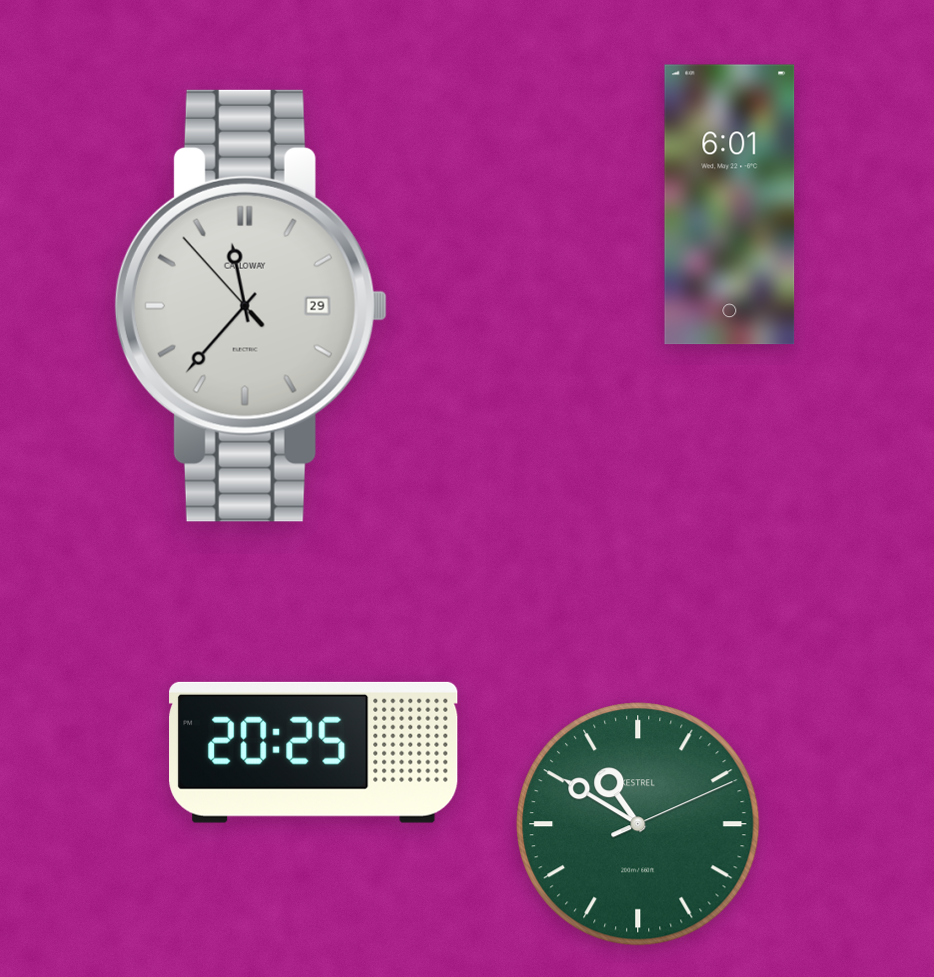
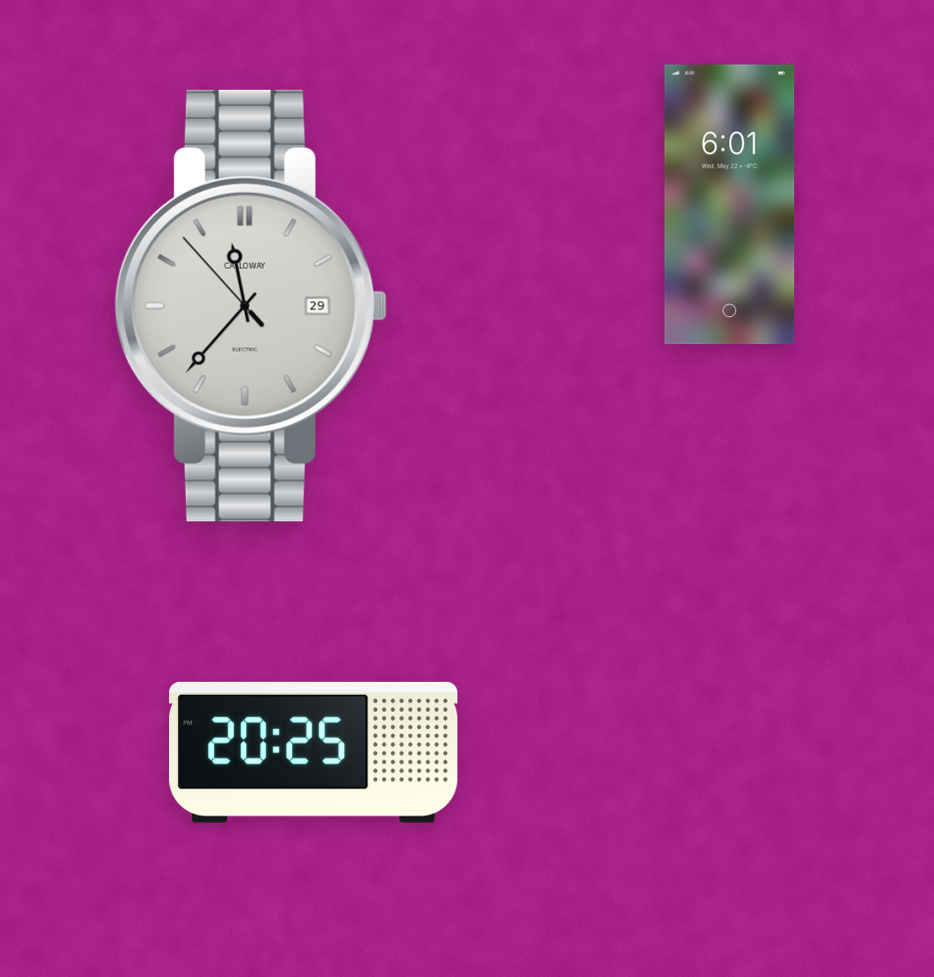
clock at (638, 824): 10:50 -> none
